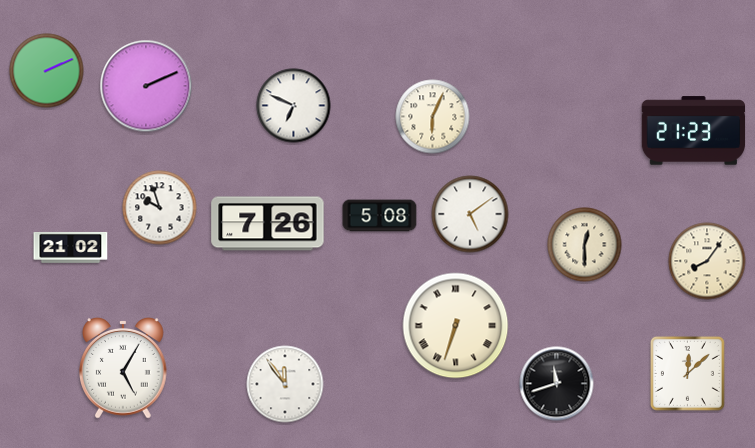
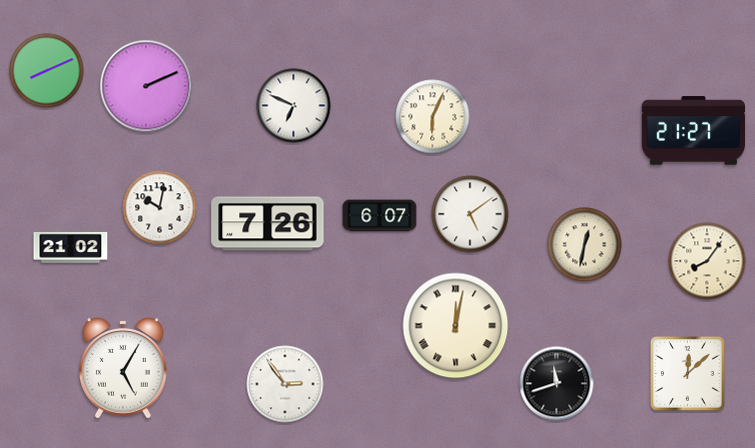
clock at (47, 71): 2:11 -> 8:11
clock at (694, 131): 21:23 -> 21:27
clock at (160, 208): 9:57 -> 10:02
clock at (380, 216): 5:08 -> 6:07
clock at (585, 245): 12:30 -> 12:32
clock at (456, 326): 6:33 -> 12:02
clock at (285, 384): 11:54 -> 2:54
